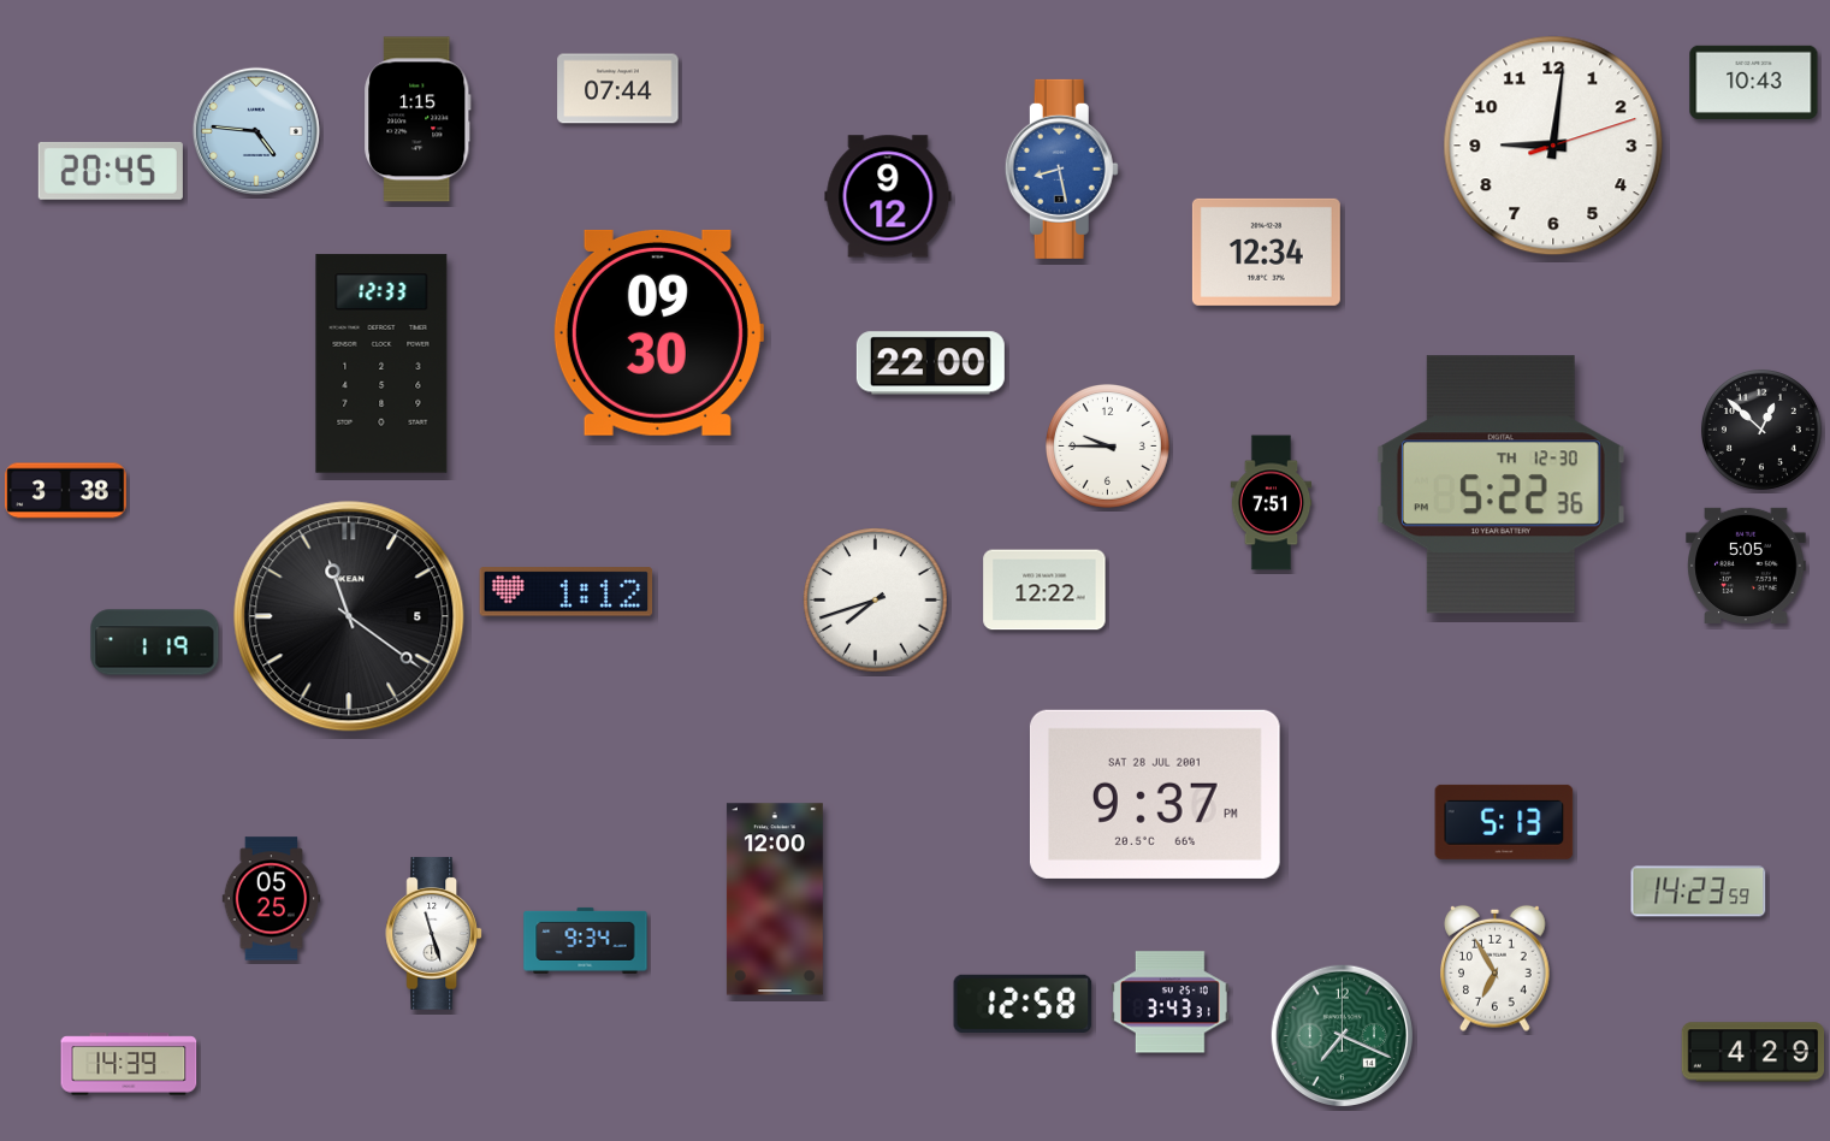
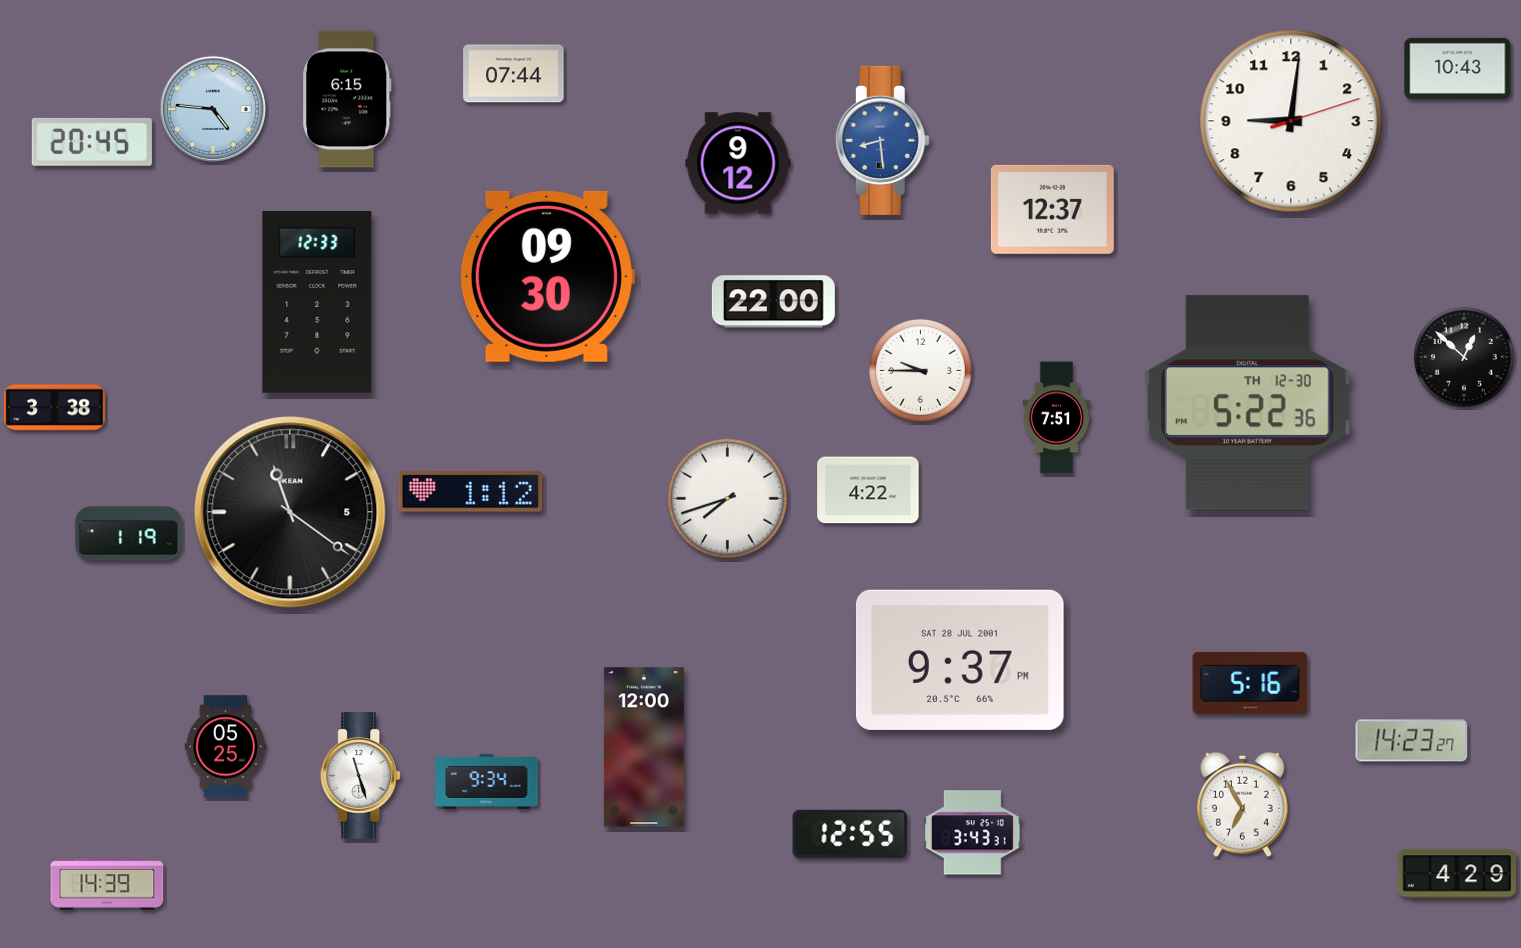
clock at (417, 119): 1:15 -> 6:15
clock at (1061, 169): 8:28 -> 8:29
clock at (1266, 252): 12:34 -> 12:37
clock at (1746, 566): 5:05 -> none
clock at (1044, 590): 12:22 -> 4:22
clock at (1504, 822): 5:13 -> 5:16
clock at (1699, 892): 14:23:59 -> 14:23:27
clock at (1023, 1004): 12:58 -> 12:55
clock at (1342, 1035): 7:19 -> none
